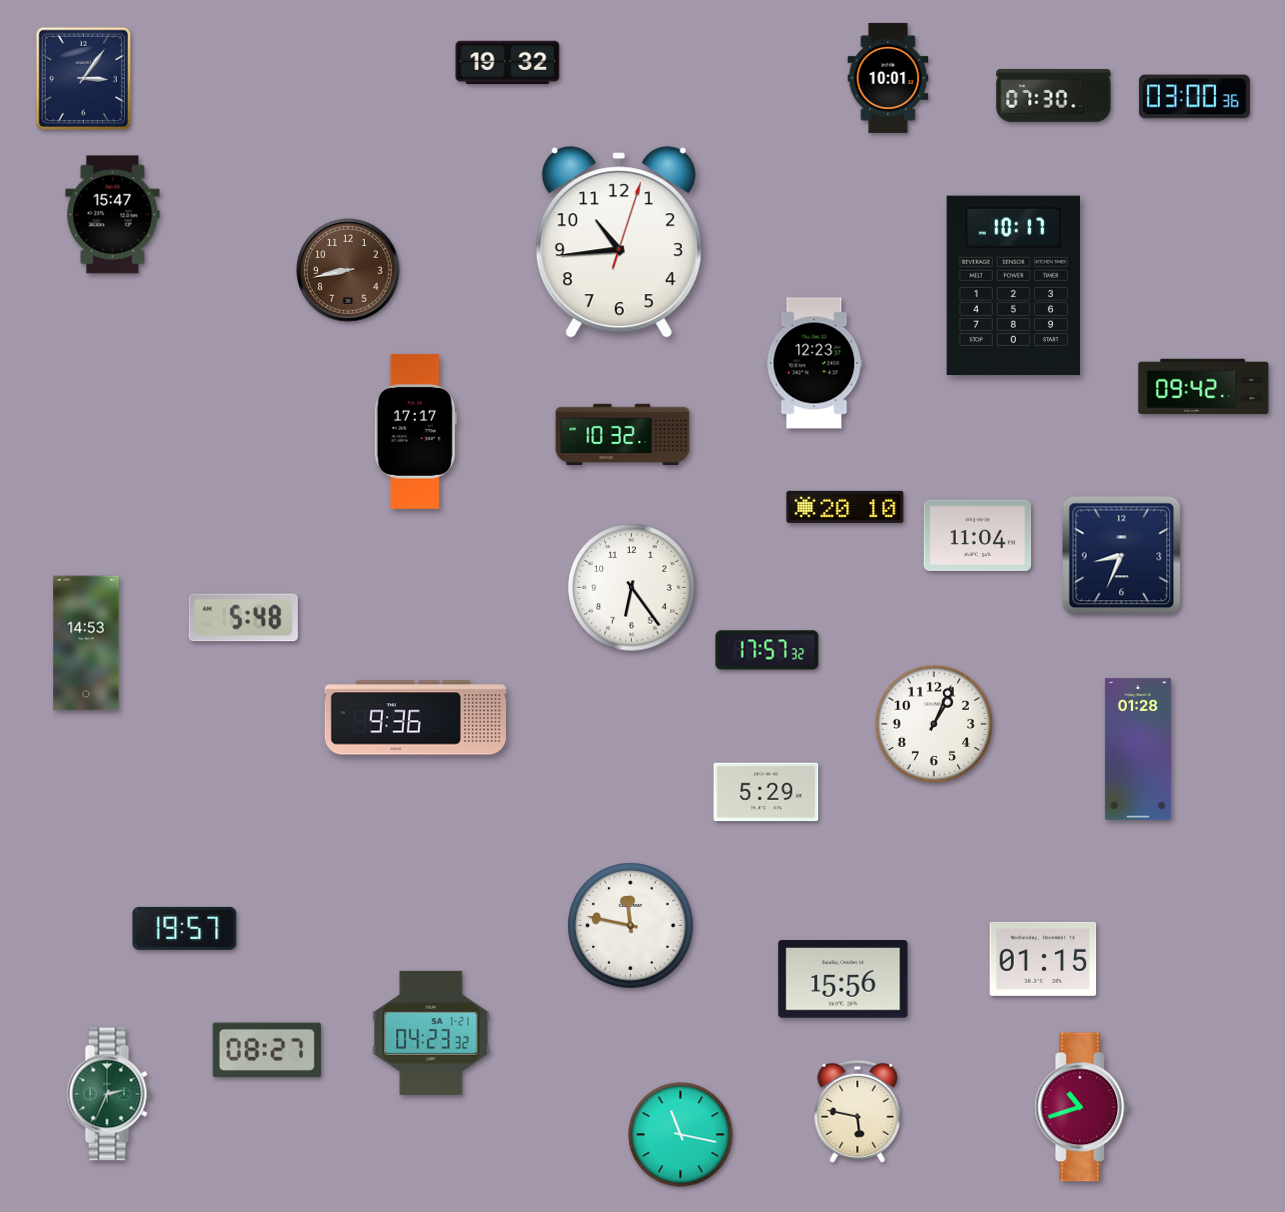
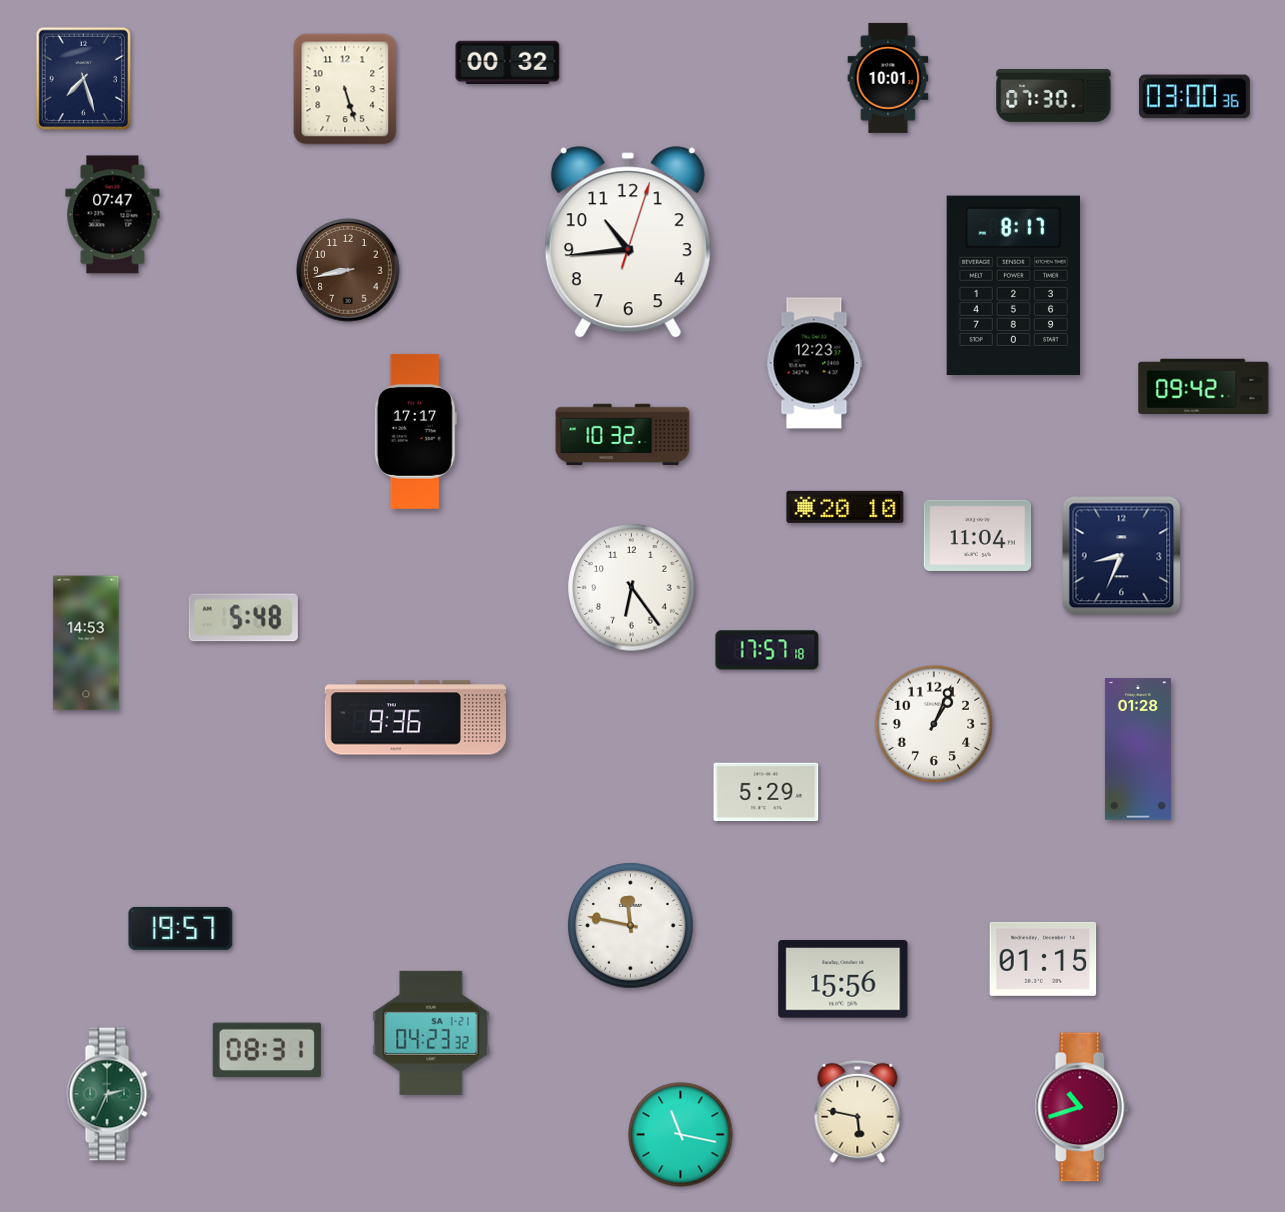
clock at (508, 62): 19:32 -> 00:32
clock at (83, 78): 3:06 -> 7:27
clock at (345, 89): none -> 5:27
clock at (113, 215): 15:47 -> 07:47
clock at (619, 243) position: (619, 243) -> (628, 243)
clock at (1013, 286): 10:17 -> 8:17
clock at (767, 650): 17:57:32 -> 17:57:18
clock at (185, 928) position: (185, 928) -> (181, 928)
clock at (267, 1050): 08:27 -> 08:31
